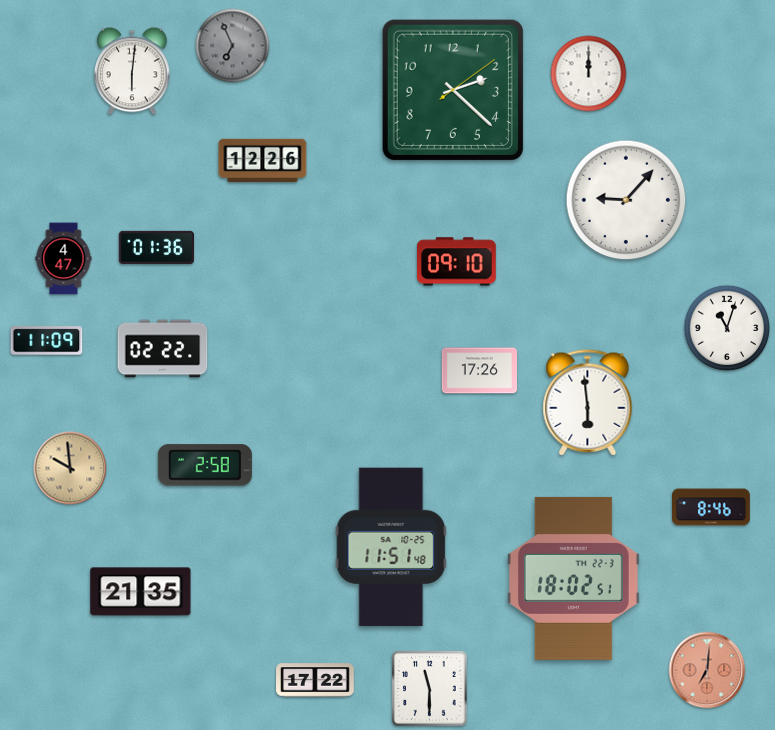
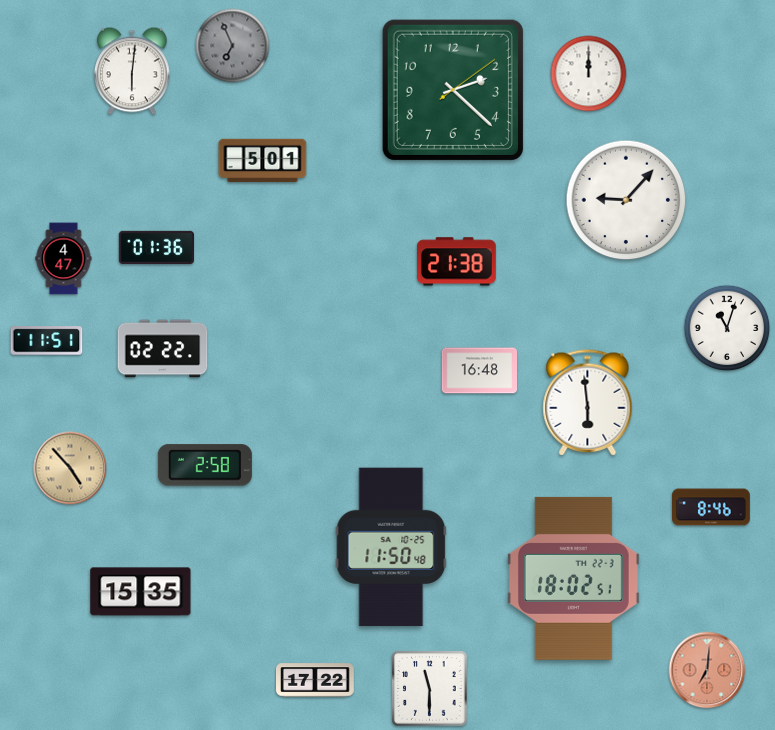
clock at (263, 161): 12:26 -> 5:01
clock at (457, 262): 09:10 -> 21:38
clock at (47, 341): 11:09 -> 11:51
clock at (479, 371): 17:26 -> 16:48
clock at (70, 468): 9:59 -> 4:53
clock at (391, 547): 11:51 -> 11:50
clock at (141, 592): 21:35 -> 15:35
